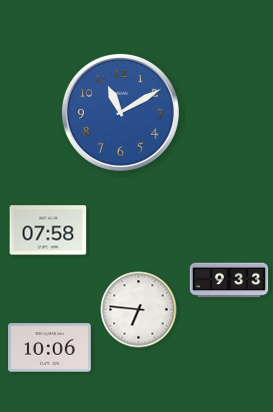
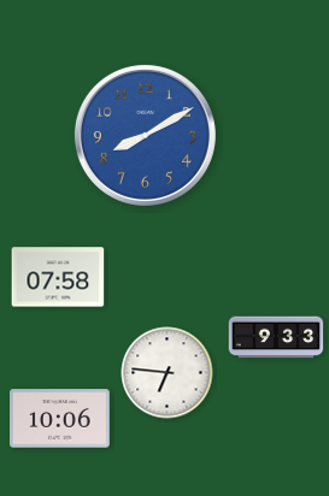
clock at (120, 112): 11:10 -> 8:10
